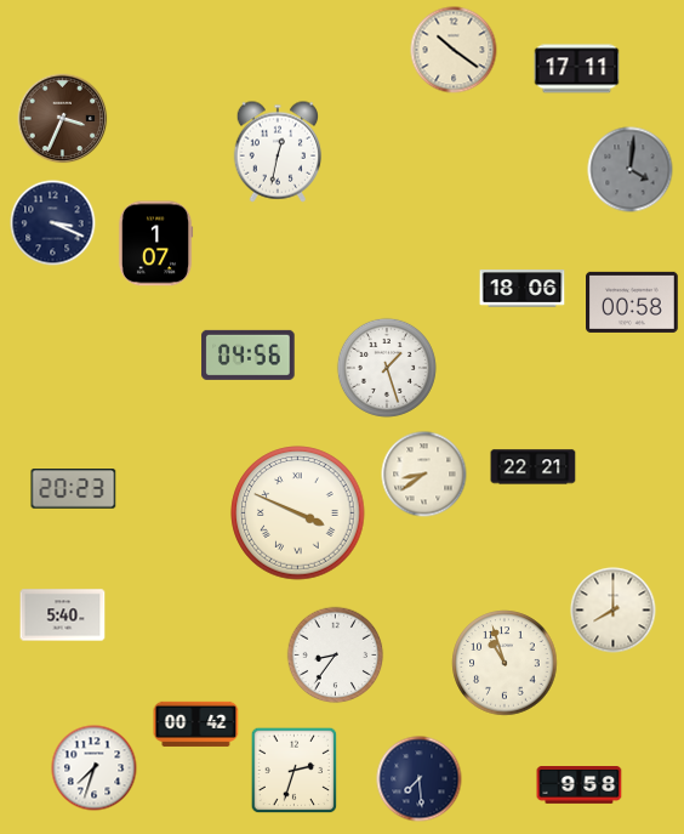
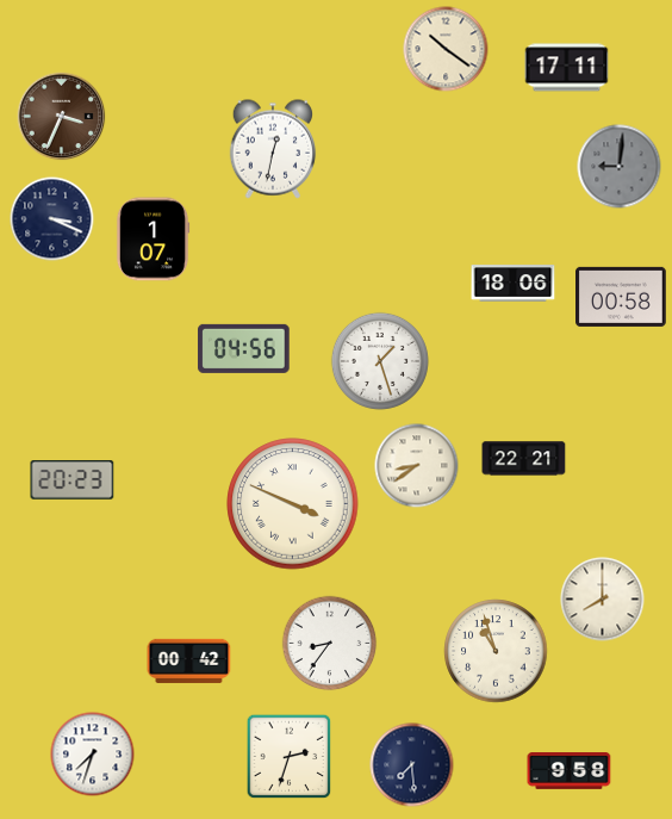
clock at (631, 170): 4:01 -> 9:01
clock at (63, 615): 5:40 -> none
clock at (196, 724) position: (196, 724) -> (189, 660)
